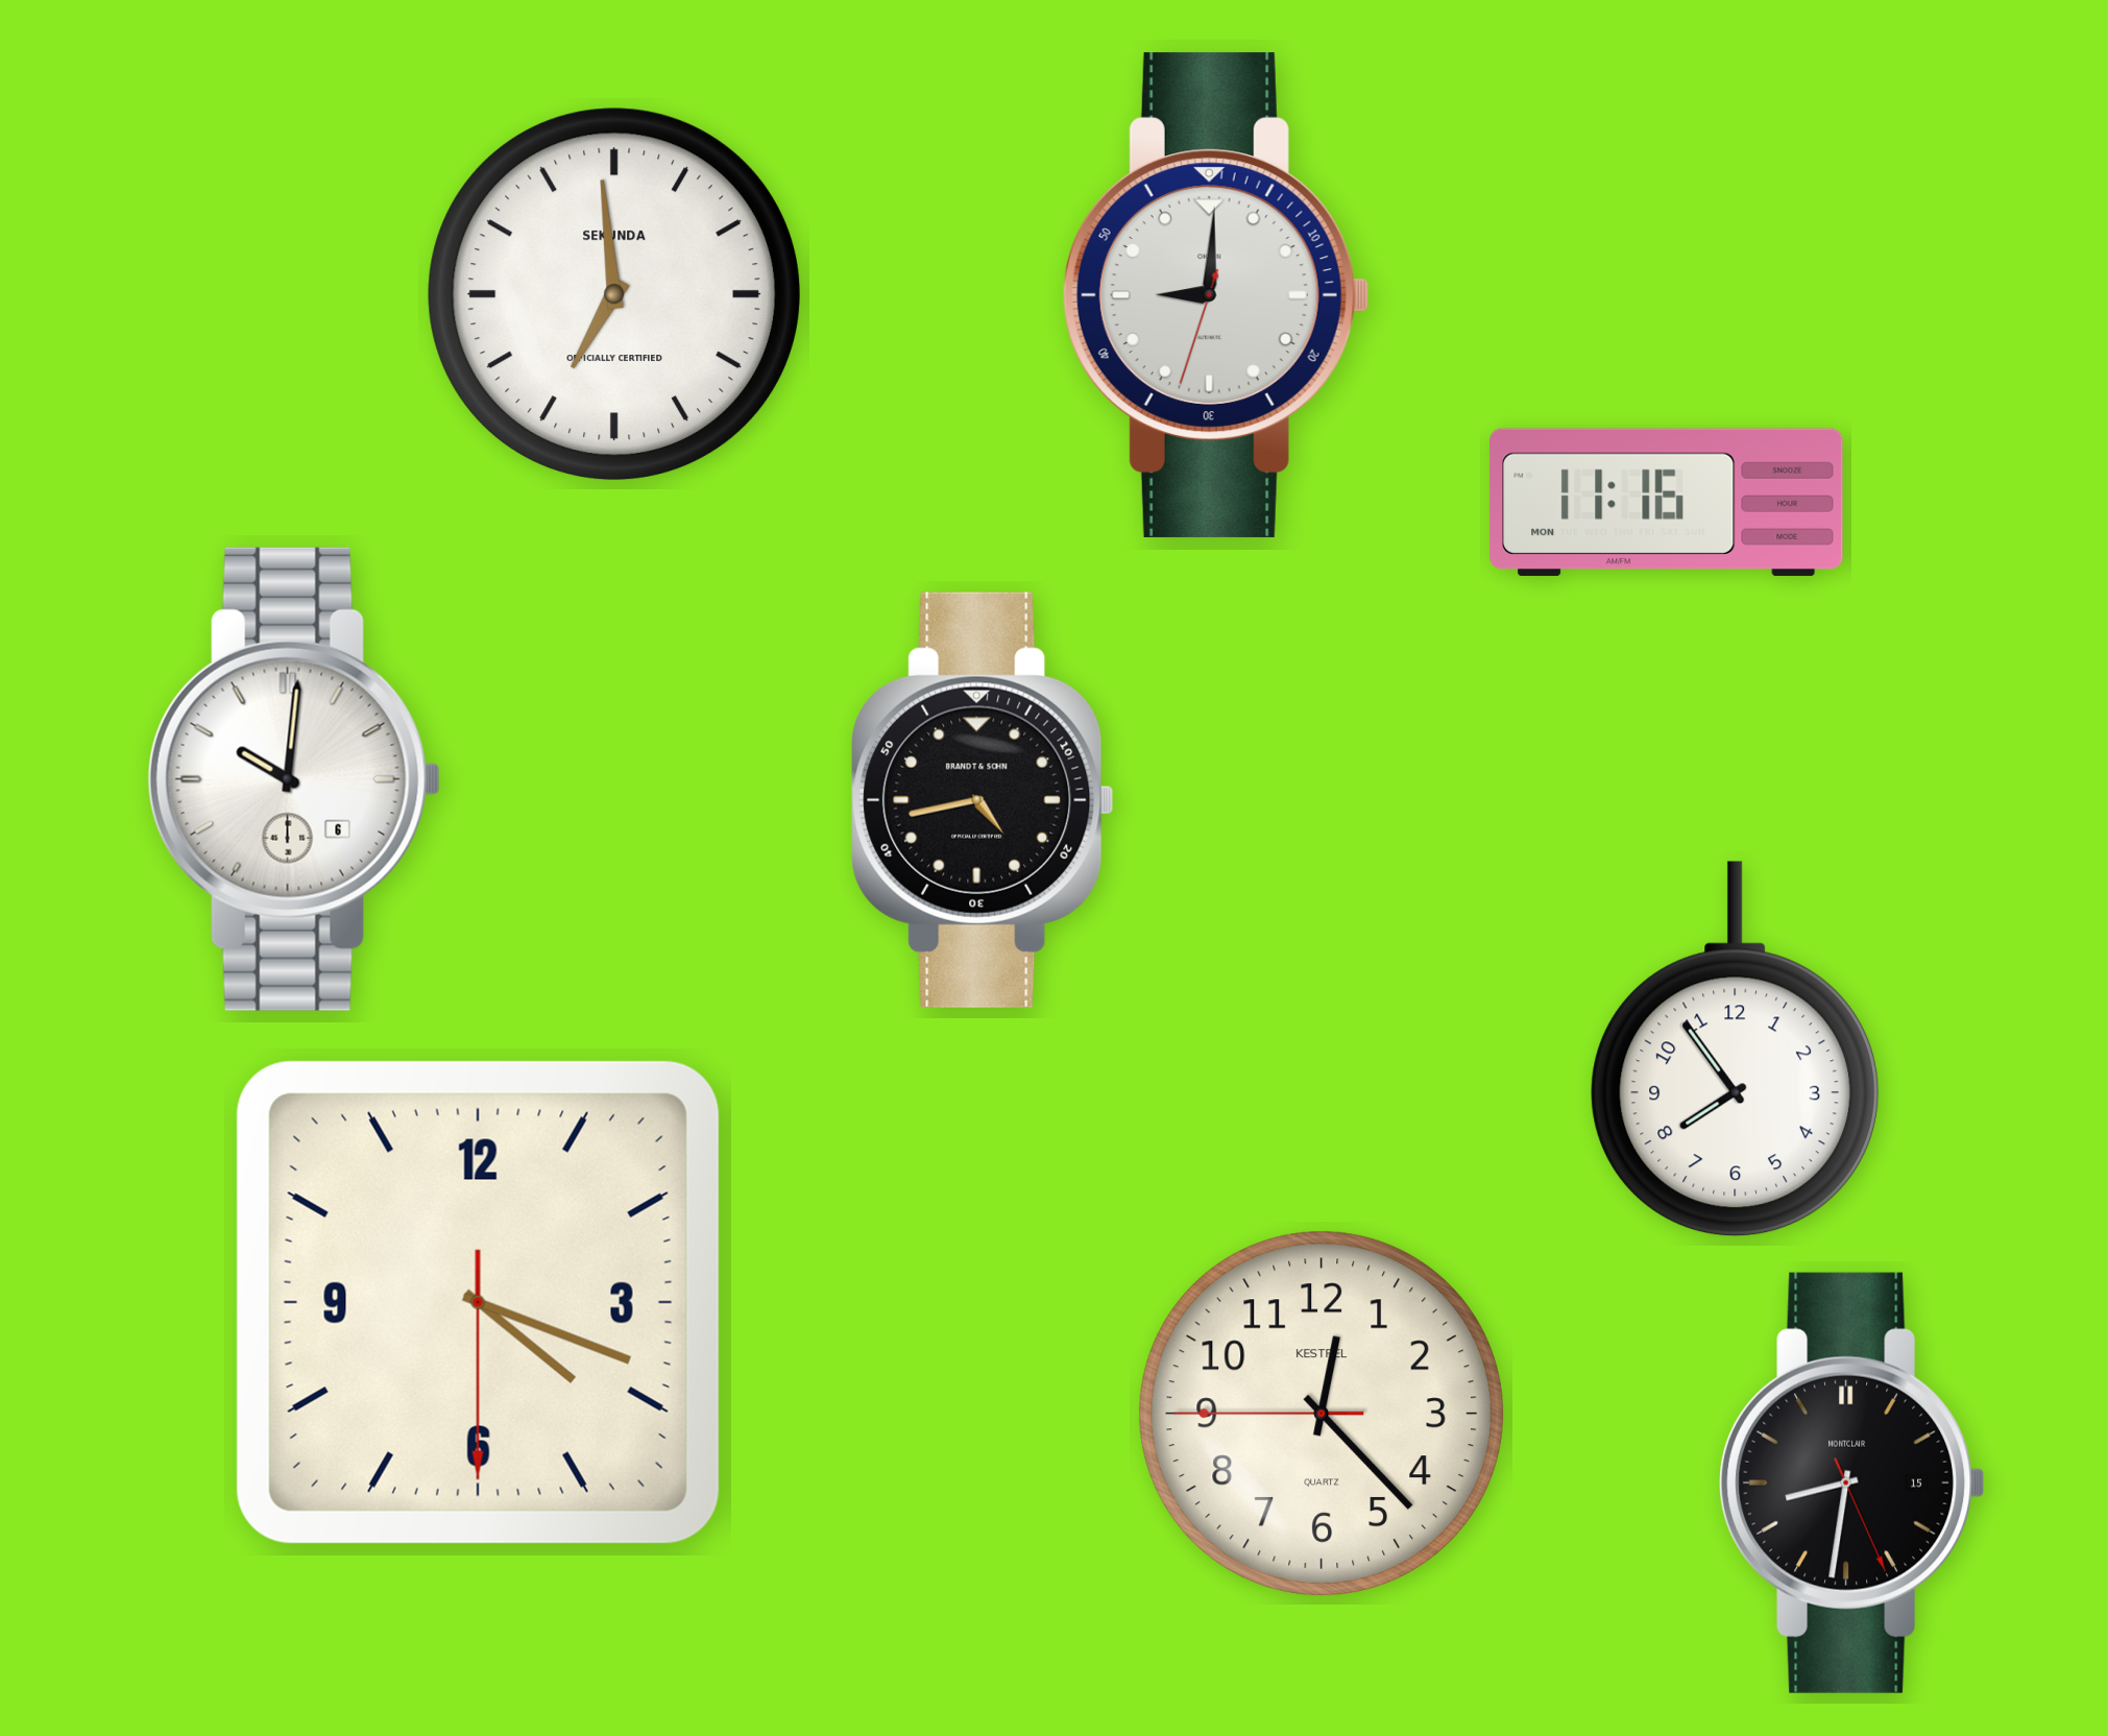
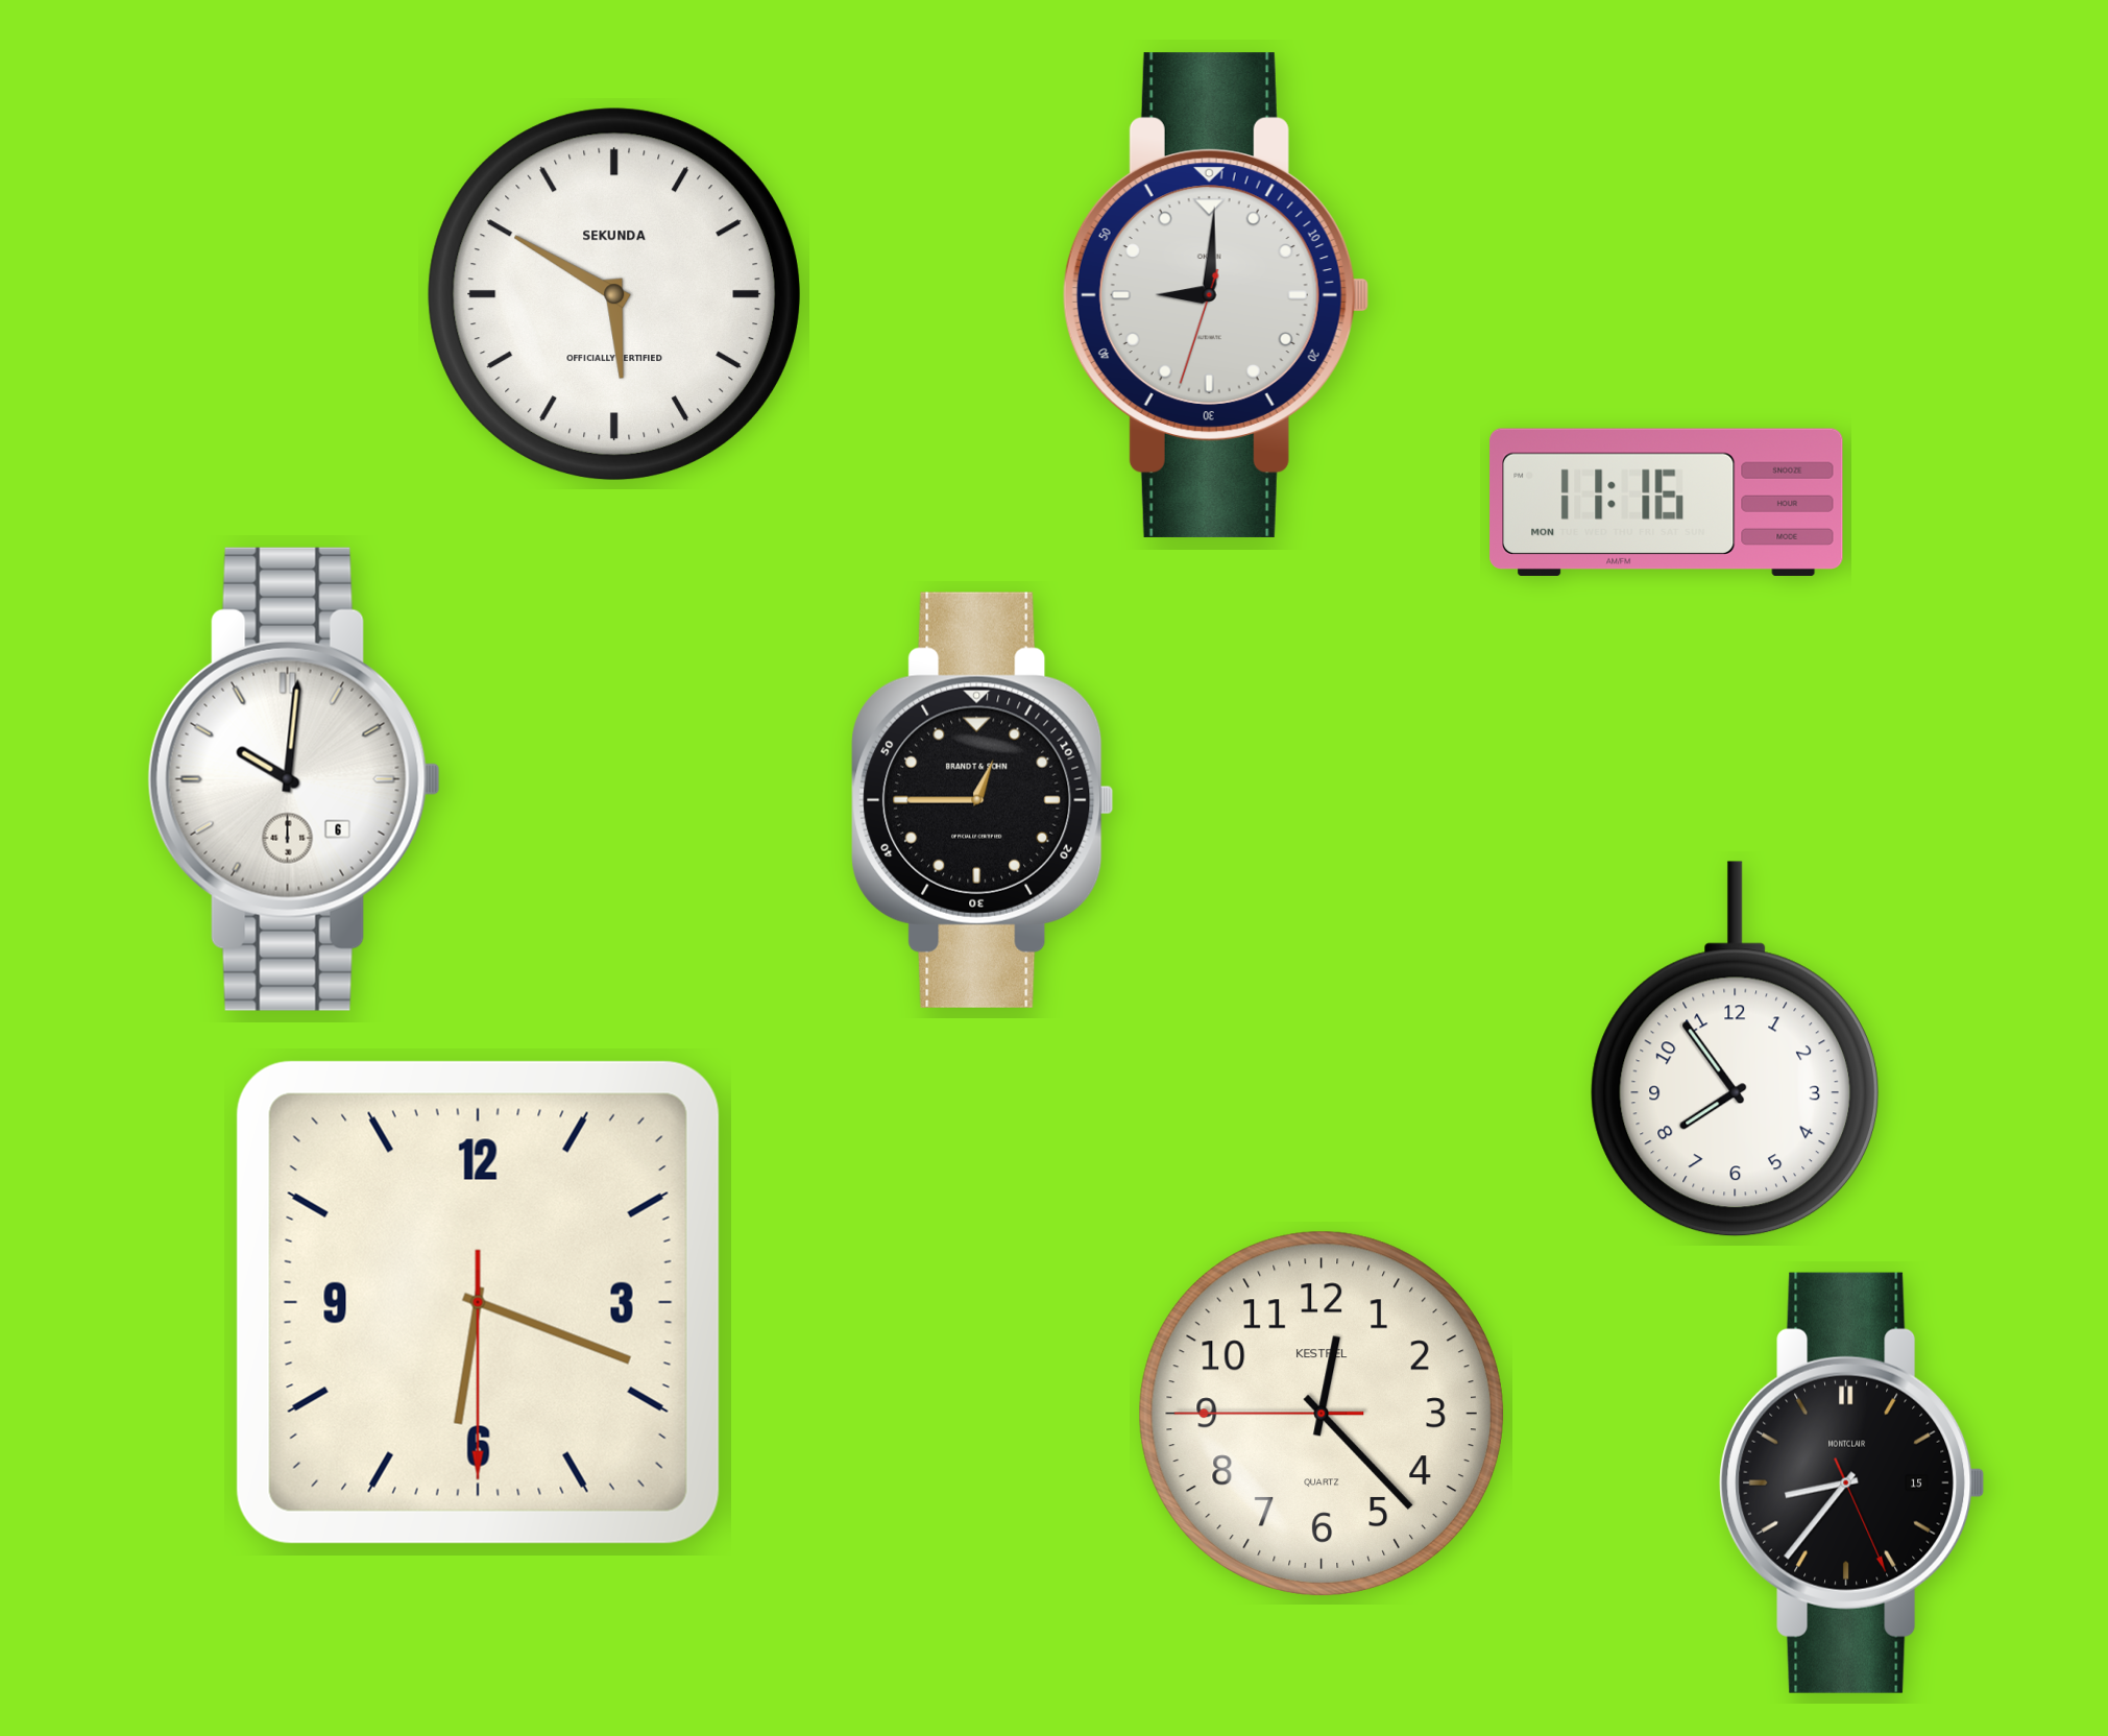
clock at (614, 294): 6:59 -> 5:50
clock at (983, 800): 4:43 -> 12:45
clock at (478, 1302): 4:18 -> 6:18
clock at (1852, 1482): 8:31 -> 8:36
